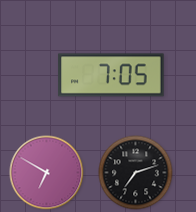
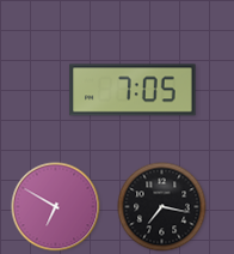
clock at (136, 173): 7:12 -> 7:17
